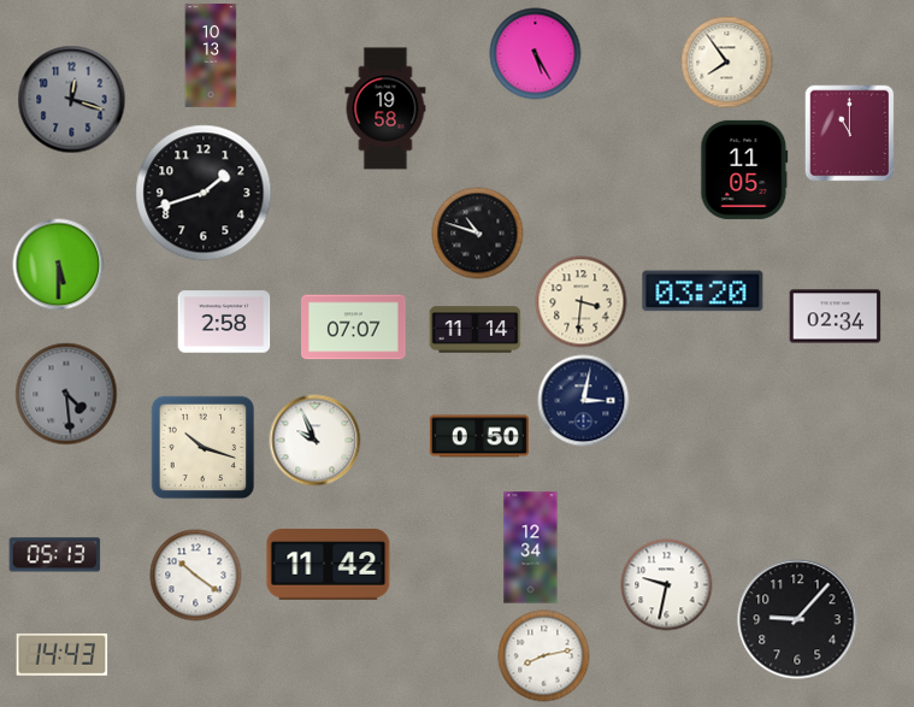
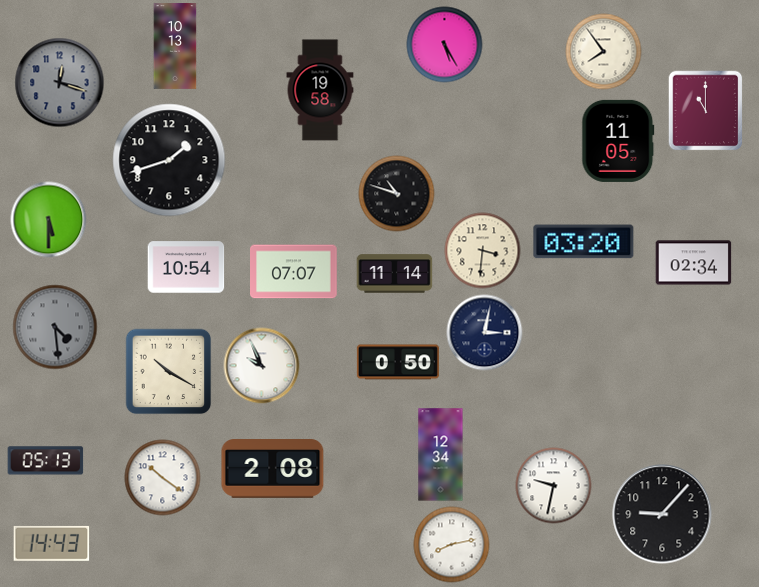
clock at (224, 322): 2:58 -> 10:54
clock at (204, 448): 10:18 -> 10:20
clock at (329, 565): 11:42 -> 2:08
